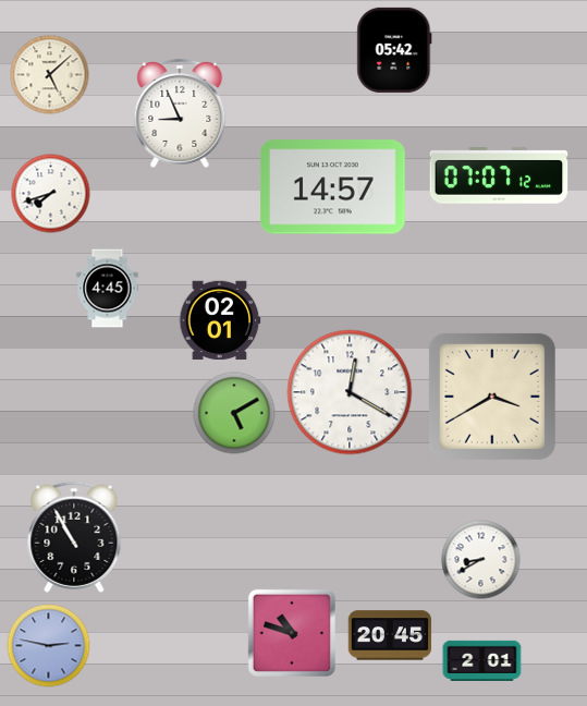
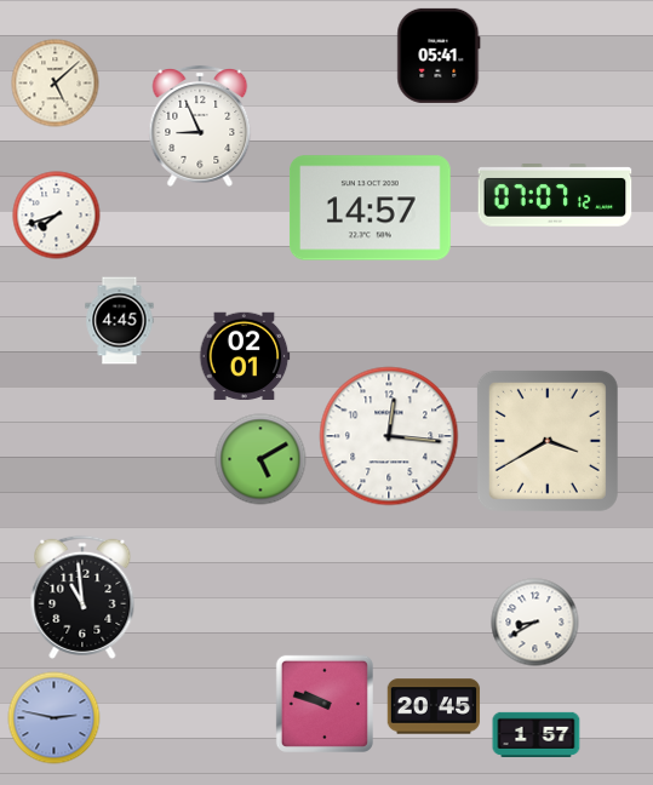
clock at (394, 50): 05:42 -> 05:41
clock at (350, 392): 12:20 -> 12:16
clock at (74, 537): 10:55 -> 10:59
clock at (292, 633): 10:48 -> 9:48
clock at (482, 660): 2:01 -> 1:57
